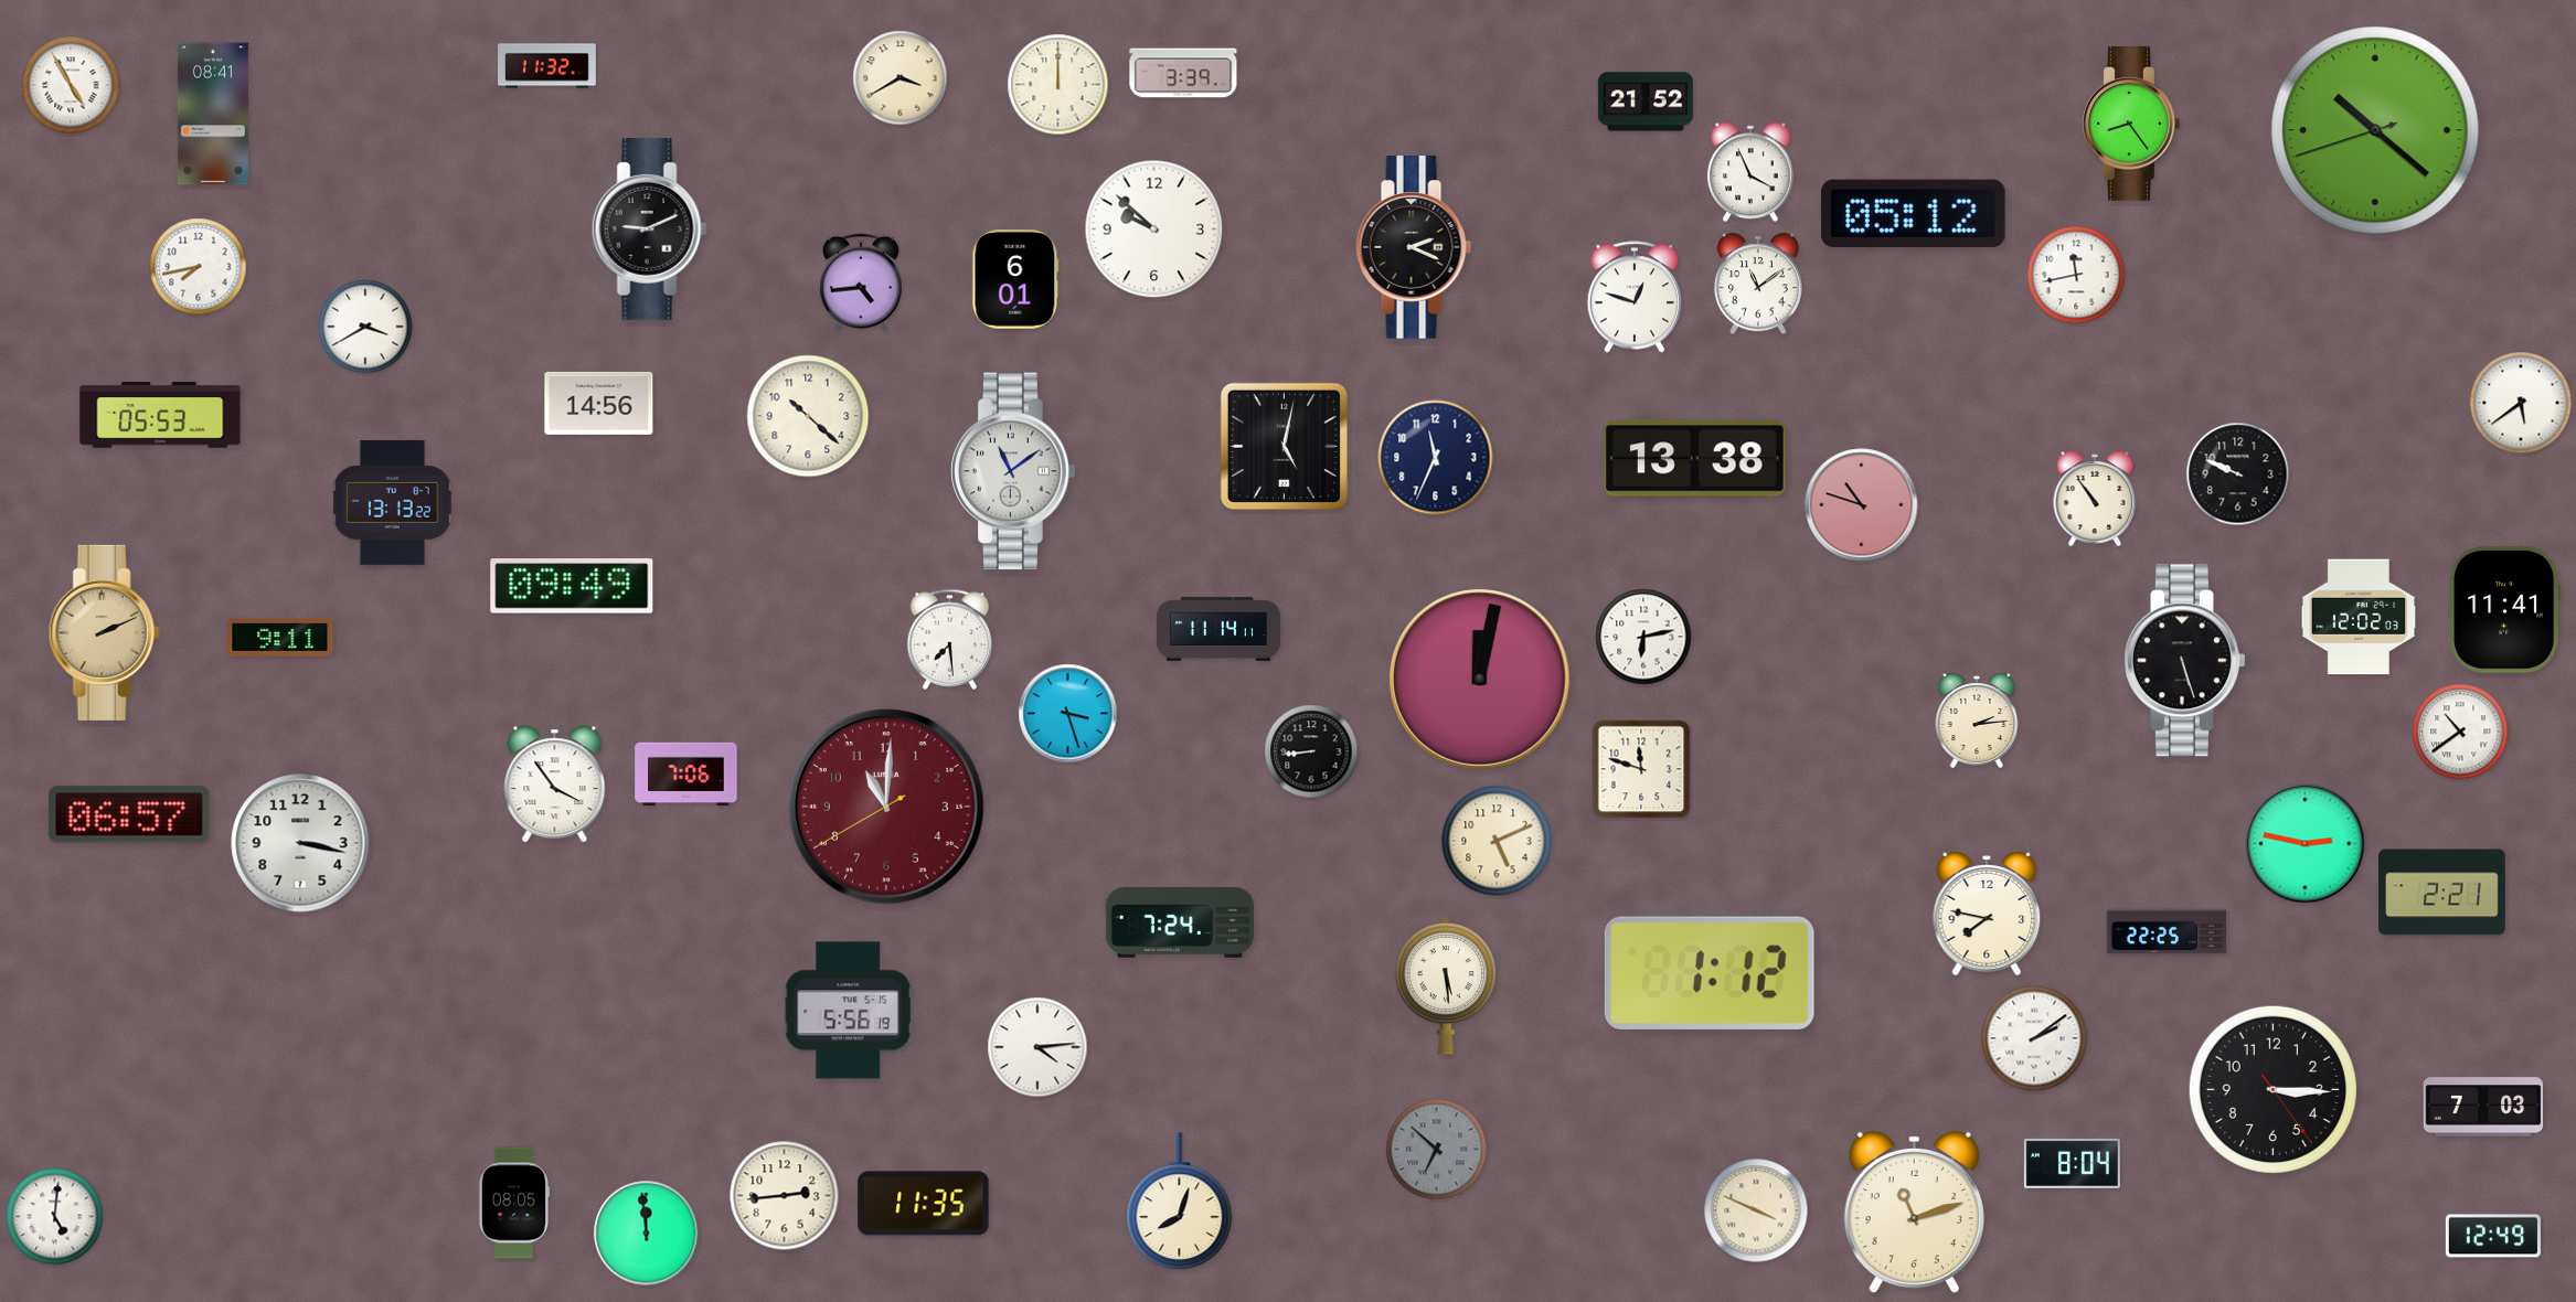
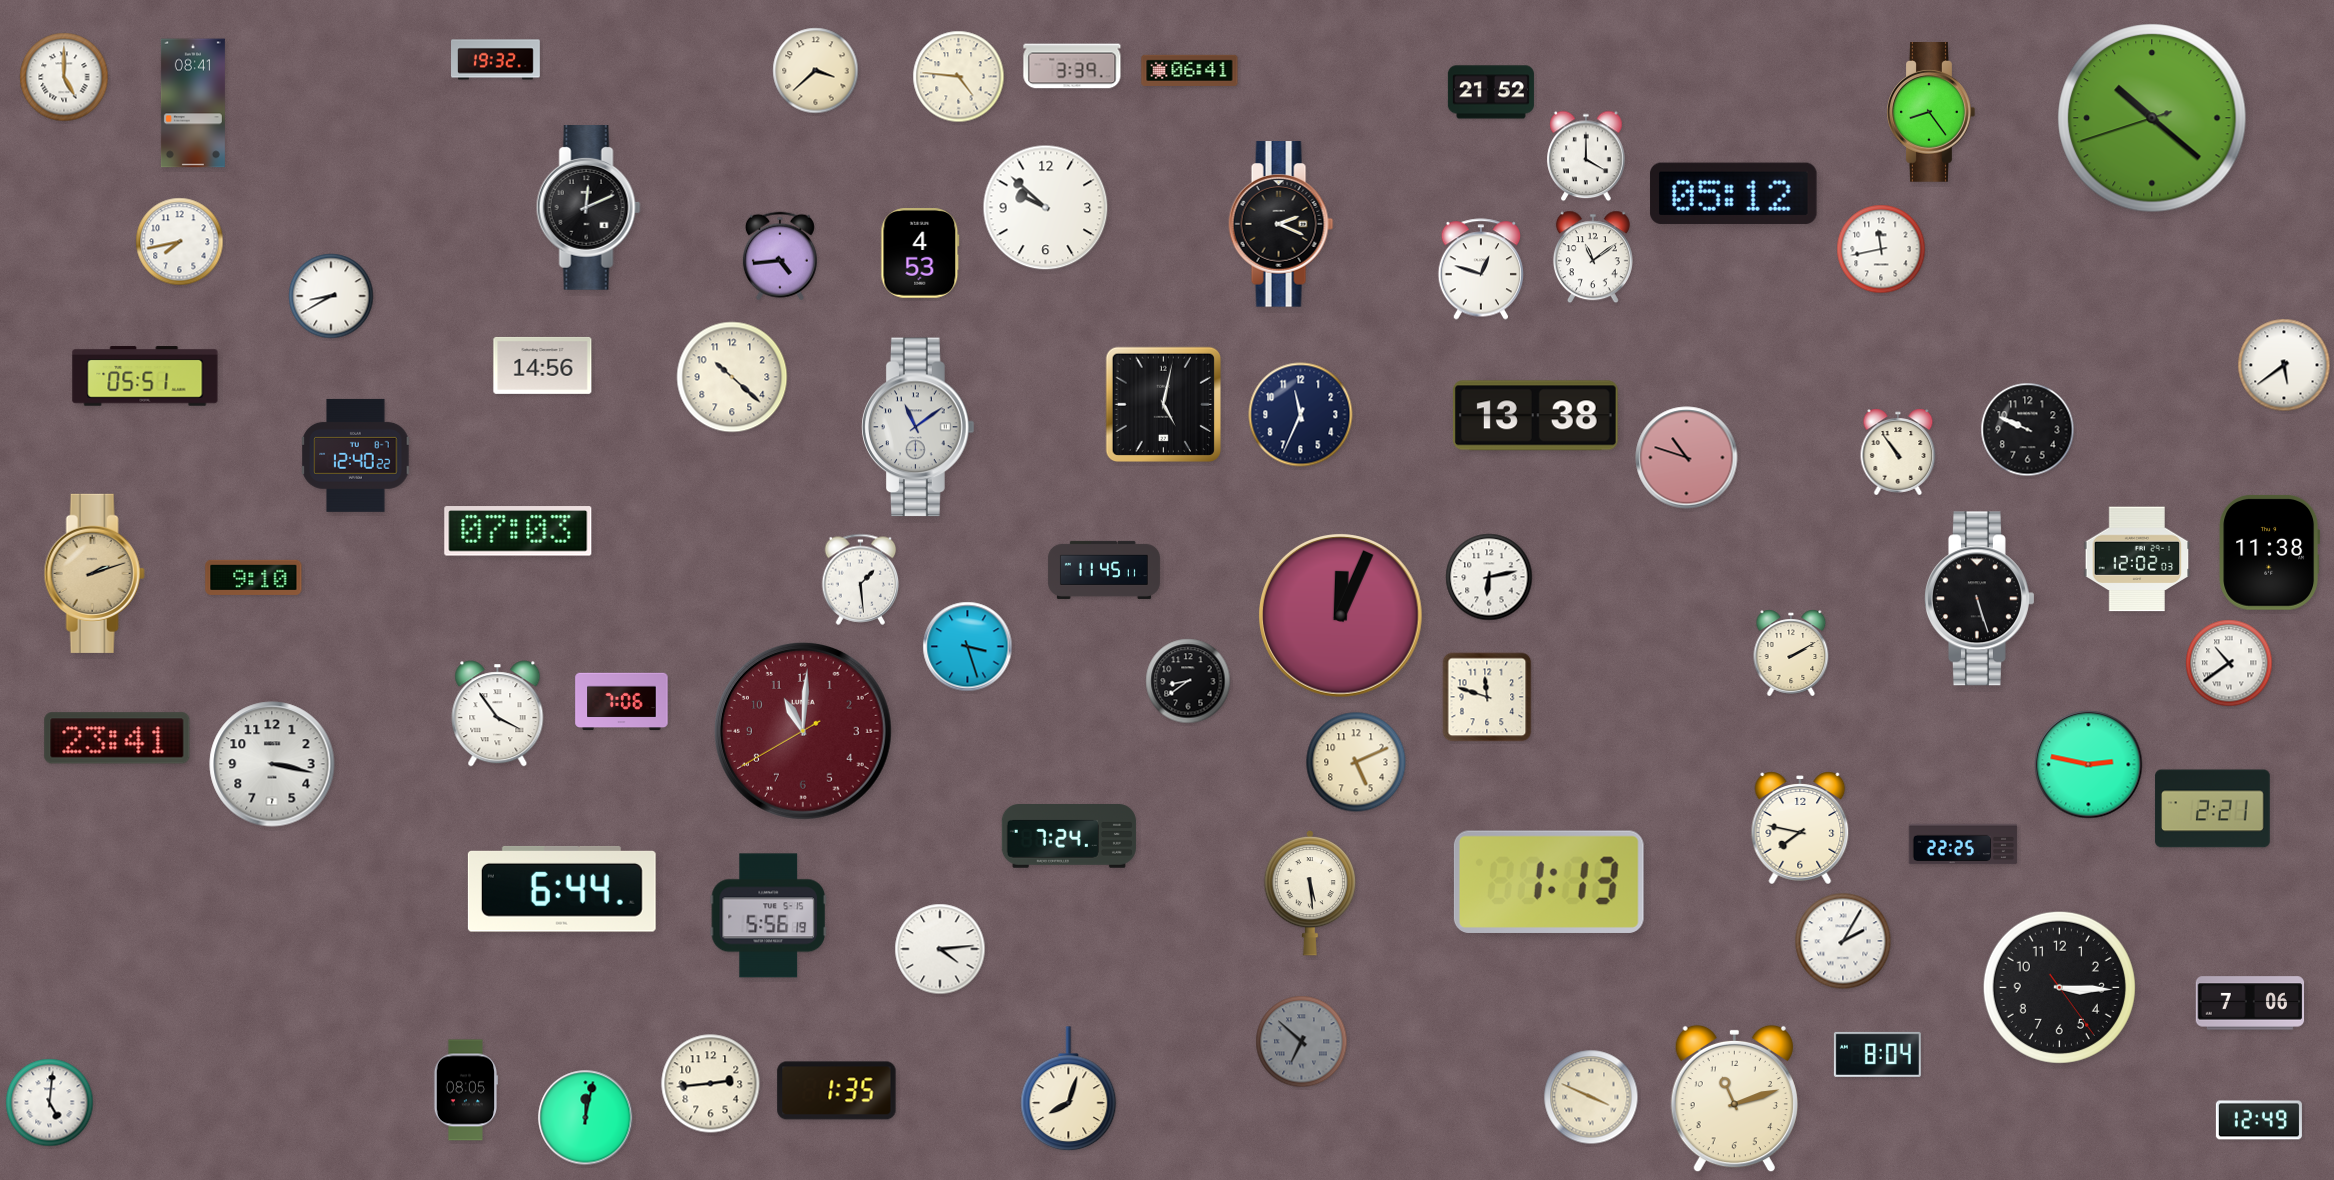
clock at (547, 66): 11:32 -> 19:32
clock at (1190, 70): none -> 06:41
clock at (901, 78): 3:40 -> 3:38
clock at (71, 85): 4:55 -> 5:00
clock at (1058, 85): 12:00 -> 4:46
clock at (1750, 172): 3:56 -> 4:00
clock at (649, 230): 9:11 -> 12:11
clock at (1015, 279): 6:01 -> 4:53
clock at (365, 327): 3:40 -> 8:40
clock at (160, 415): 05:53 -> 05:51
clock at (393, 502): 13:13 -> 12:40
clock at (572, 586): 09:49 -> 07:03
clock at (2505, 610): 11:41 -> 11:38
clock at (1218, 629): 11:14 -> 11:45
clock at (104, 632): 2:11 -> 2:12
clock at (280, 637): 9:11 -> 9:10
clock at (950, 639): 7:29 -> 1:29
clock at (1480, 680): 12:02 -> 12:04
clock at (1977, 721): 2:14 -> 2:10
clock at (1311, 751): 8:44 -> 8:39
clock at (555, 785) position: (555, 785) -> (498, 714)
clock at (129, 814): 06:57 -> 23:41
clock at (1710, 972): 1:12 -> 1:13
clock at (562, 889): none -> 6:44
clock at (2034, 1038): 2:09 -> 2:05
clock at (2483, 1107): 7:03 -> 7:06
clock at (924, 1204): 11:35 -> 1:35
clock at (647, 1234): 11:59 -> 12:02
